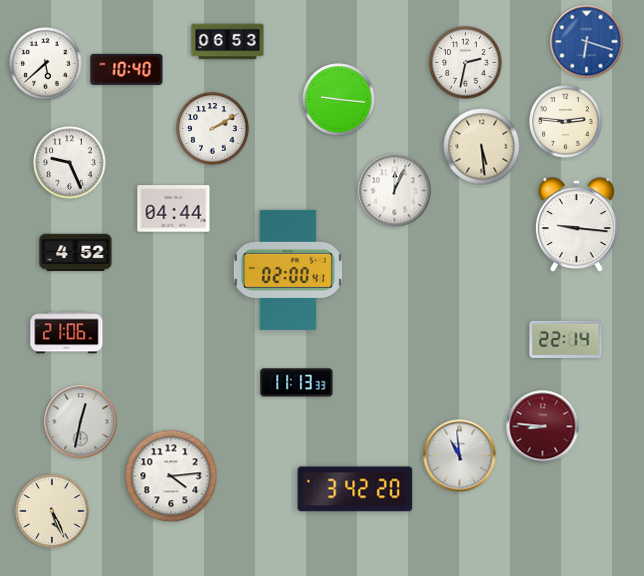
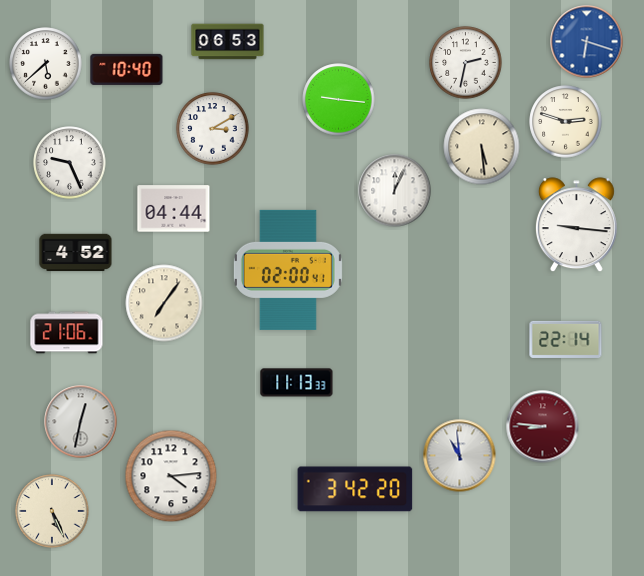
clock at (566, 122): 2:46 -> 2:48
clock at (213, 129): 2:10 -> 3:10
clock at (164, 303): none -> 7:06
